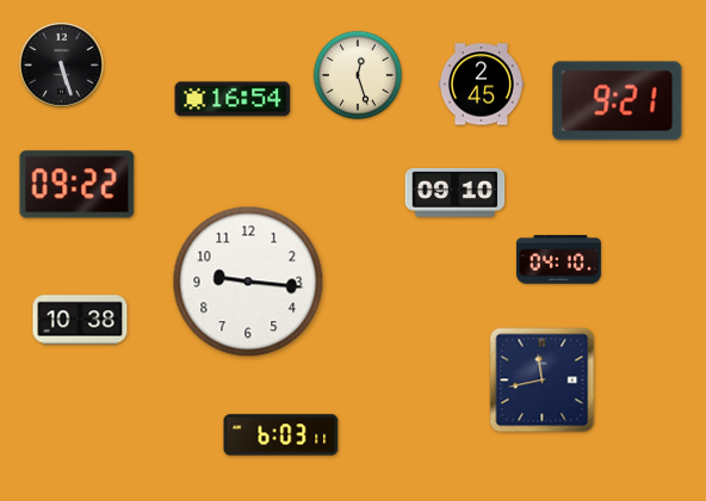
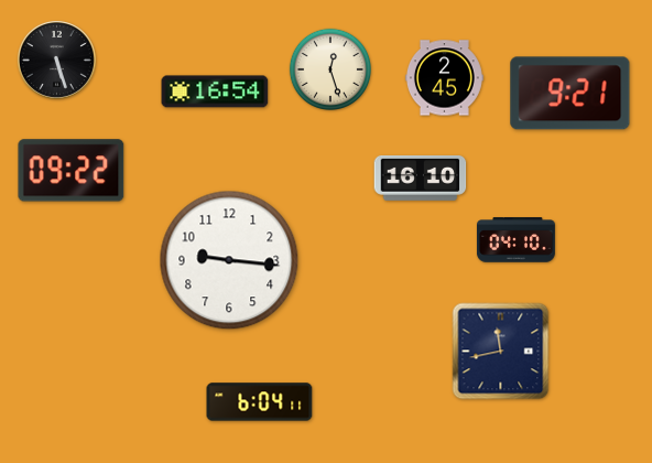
clock at (456, 193): 09:10 -> 16:10
clock at (80, 320): 10:38 -> none
clock at (281, 435): 6:03 -> 6:04
